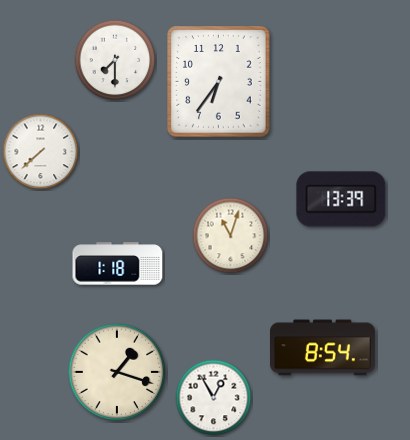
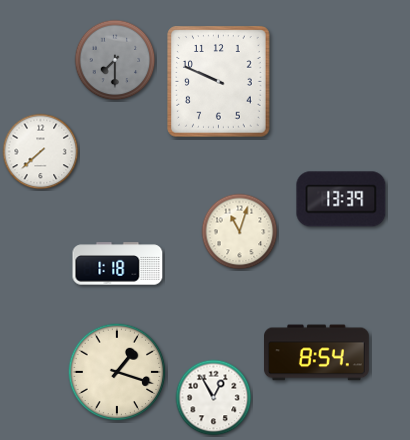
clock at (115, 60) dial: white -> grey
clock at (219, 82): 6:36 -> 9:49
clock at (231, 236) position: (231, 236) -> (240, 232)
clock at (323, 348) position: (323, 348) -> (317, 353)
